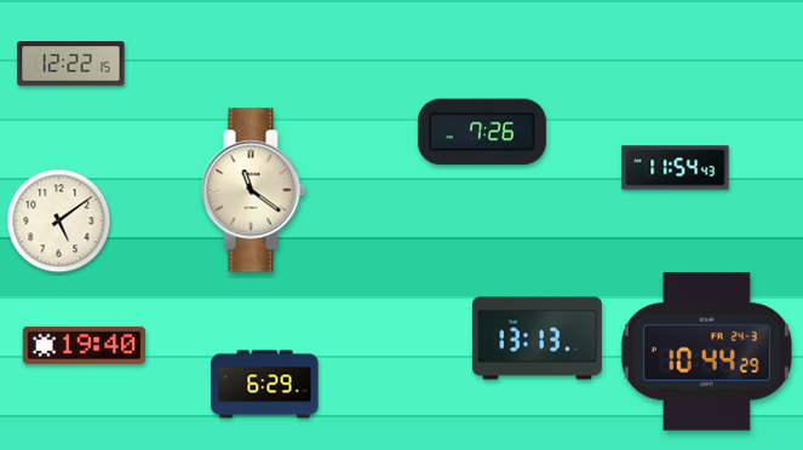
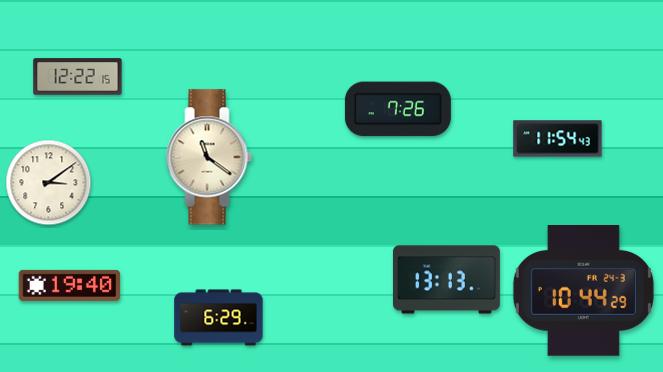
clock at (71, 64) position: (71, 64) -> (78, 77)
clock at (59, 221): 5:09 -> 3:09
clock at (537, 339) position: (537, 339) -> (446, 280)
